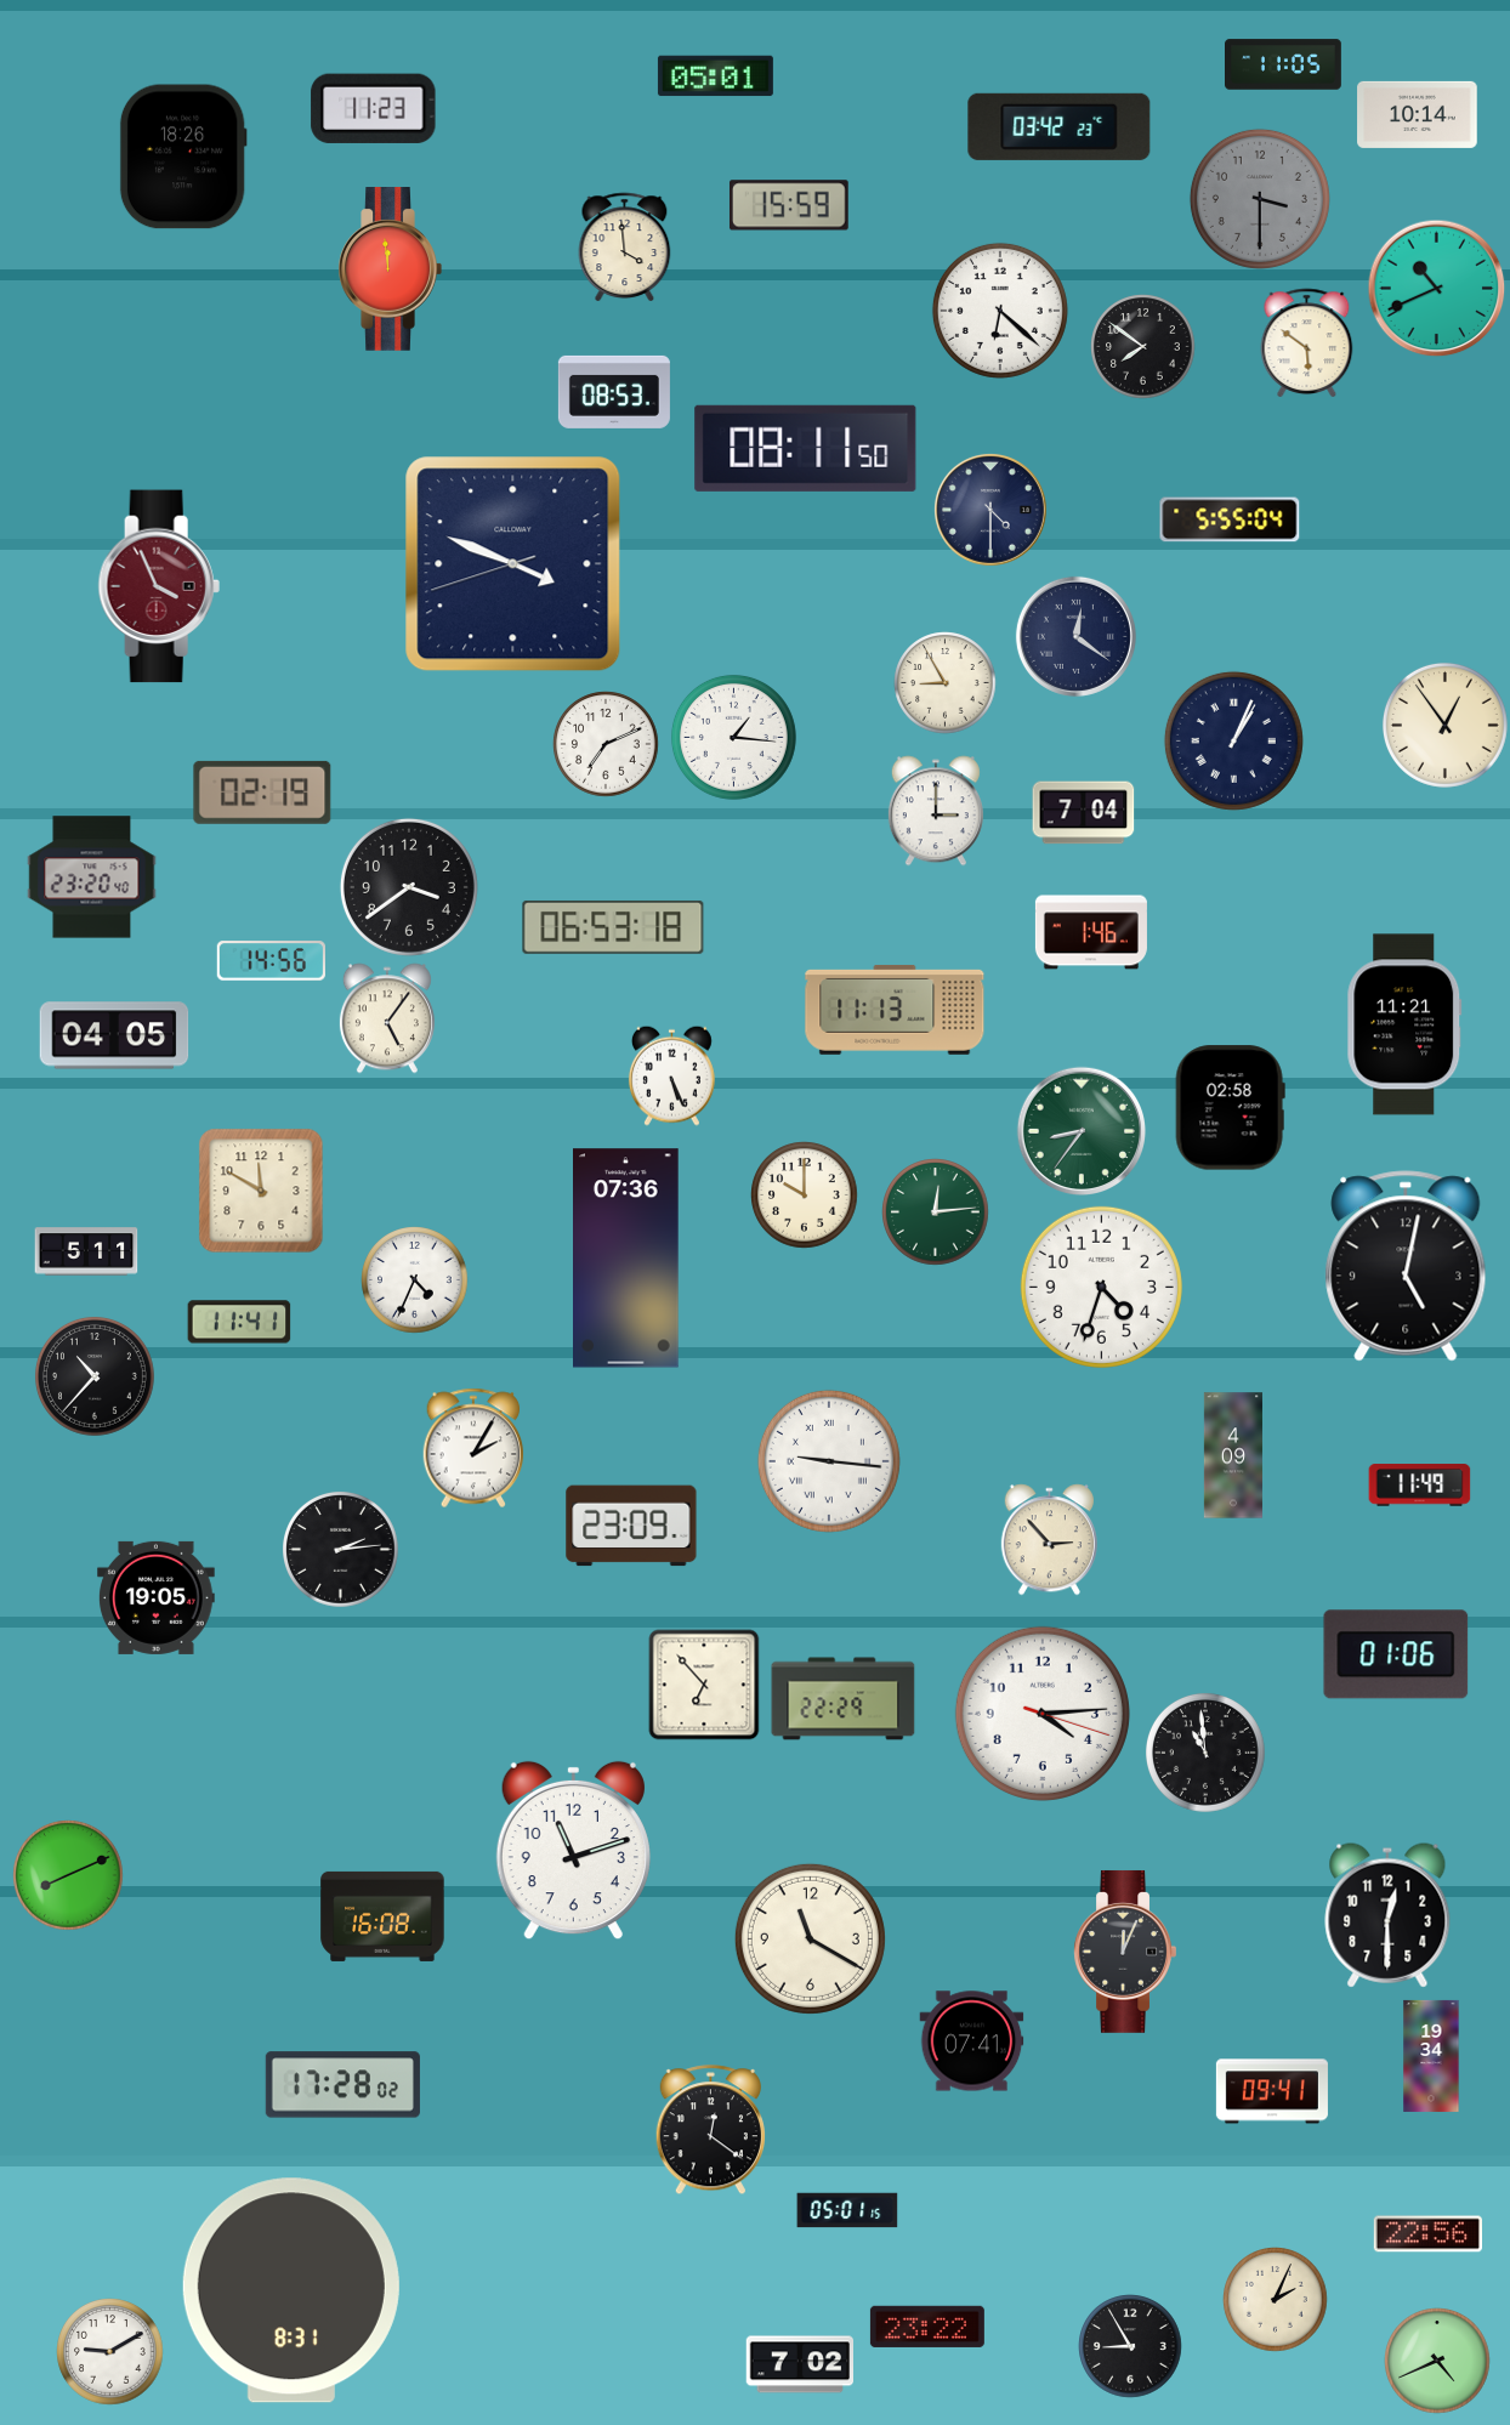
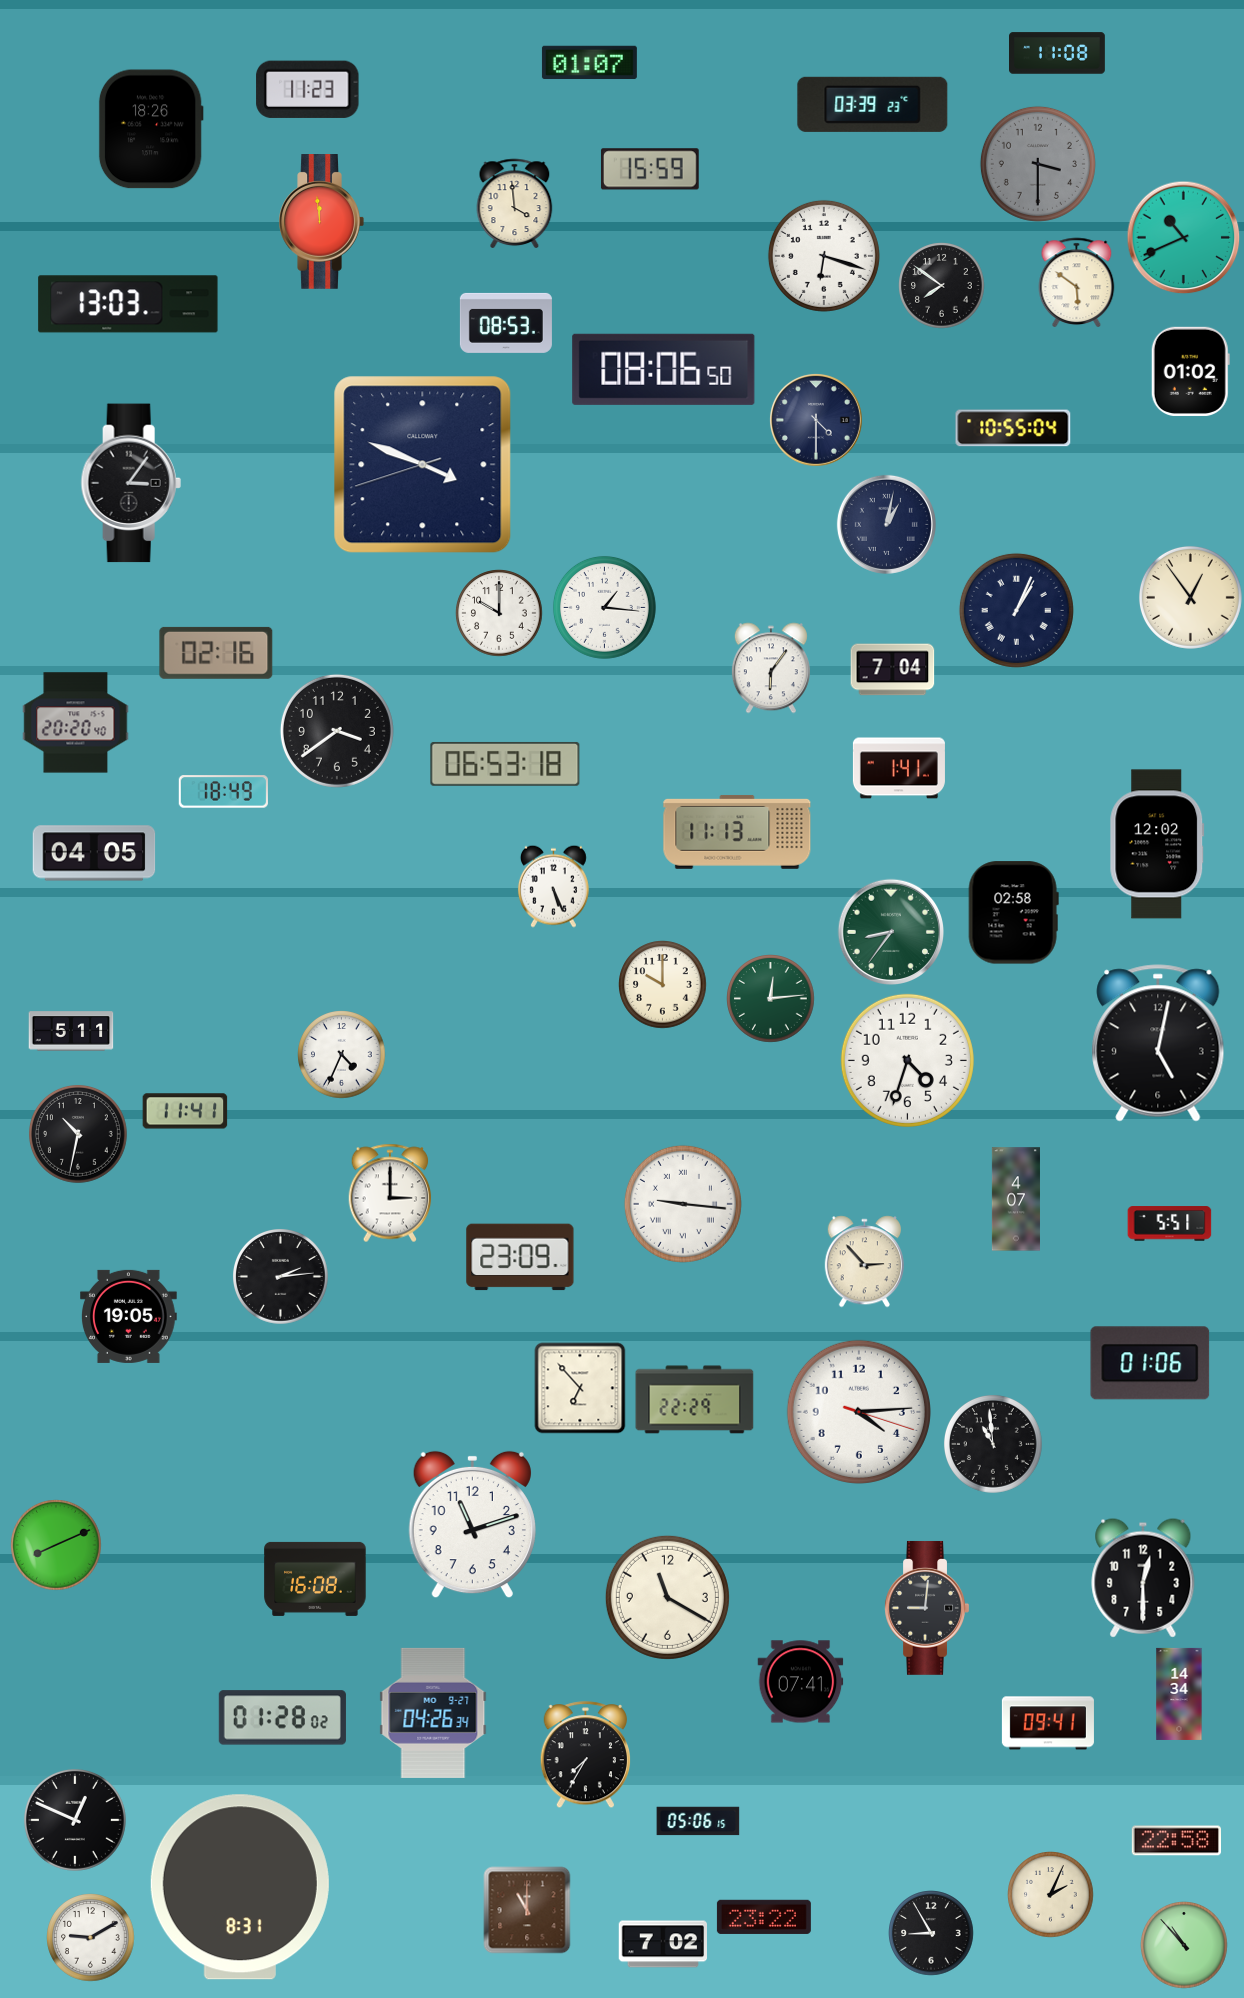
clock at (1284, 64): 11:05 -> 11:08
clock at (715, 76): 05:01 -> 01:07
clock at (1418, 114): 10:14 -> none
clock at (1060, 126): 03:42 -> 03:39
clock at (1000, 311): 6:22 -> 6:18
clock at (128, 304): none -> 13:03
clock at (806, 448): 08:11 -> 08:06
clock at (1190, 371): none -> 01:02
clock at (1230, 519): 5:55 -> 10:55
clock at (159, 586): 3:56 -> 3:06
clock at (159, 586) dial: burgundy -> black
clock at (1075, 636): 12:21 -> 1:02
clock at (946, 683): 8:55 -> none
clock at (606, 744): 7:11 -> 10:00
clock at (262, 793): 02:19 -> 02:16
clock at (936, 811): 3:00 -> 6:06
clock at (92, 878): 23:20 -> 20:20
clock at (1091, 932): 1:46 -> 1:41
clock at (271, 961): 14:56 -> 18:49
clock at (387, 1018): 5:06 -> none
clock at (1404, 1024): 11:21 -> 12:02
clock at (261, 1191): 11:50 -> none
clock at (626, 1259): 07:36 -> none
clock at (239, 1322) position: (239, 1322) -> (185, 1111)
clock at (95, 1376): 10:37 -> 10:32
clock at (473, 1448): 2:05 -> 3:00
clock at (1233, 1455): 4:09 -> 4:07
clock at (1420, 1486): 11:49 -> 5:51
clock at (1049, 1540) position: (1049, 1540) -> (864, 1262)
clock at (1125, 1952): 12:04 -> 9:01
clock at (1431, 2056): 19:34 -> 14:34
clock at (433, 1713): none -> 04:26
clock at (342, 2085): 17:28 -> 01:28
clock at (710, 2130): 12:21 -> 7:35
clock at (75, 1820): none -> 12:49
clock at (847, 2210): 05:01 -> 05:06
clock at (1427, 2234): 22:56 -> 22:58
clock at (527, 1910): none -> 11:00
clock at (1437, 2361): 4:41 -> 10:53
clock at (799, 2364) position: (799, 2364) -> (662, 1944)
